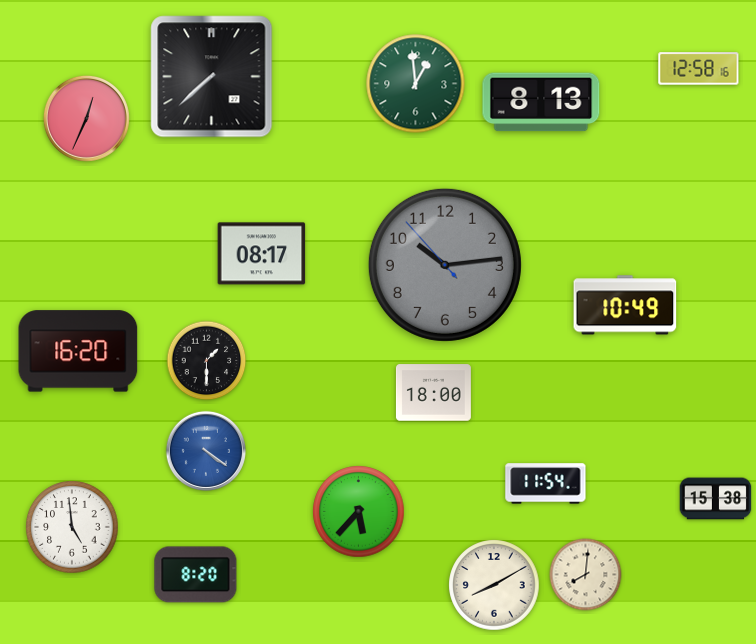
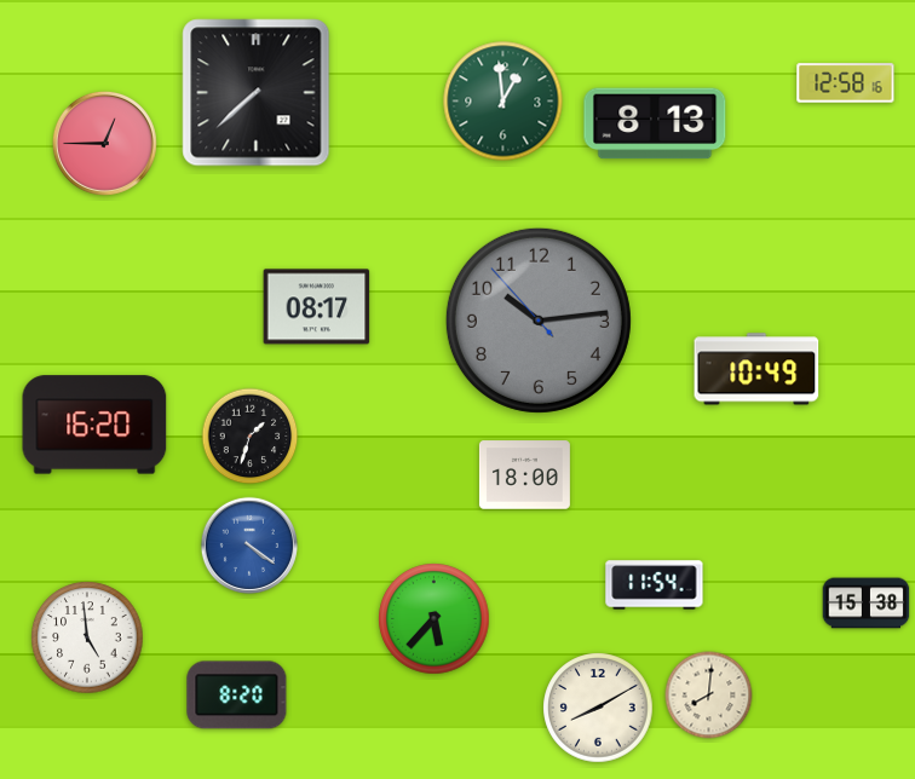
clock at (86, 118): 12:34 -> 12:45
clock at (207, 361): 1:30 -> 1:33
clock at (546, 484) position: (546, 484) -> (655, 585)
